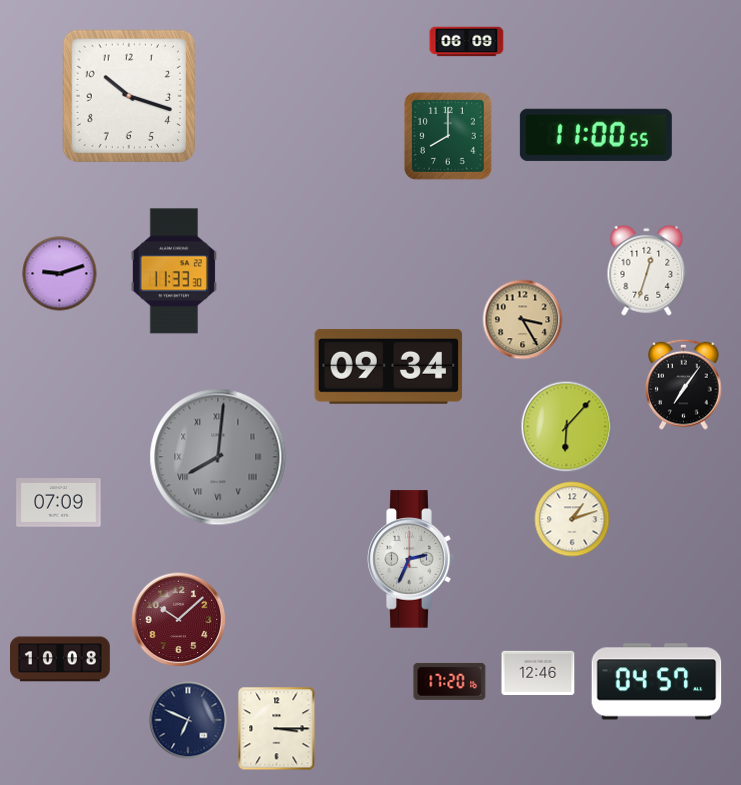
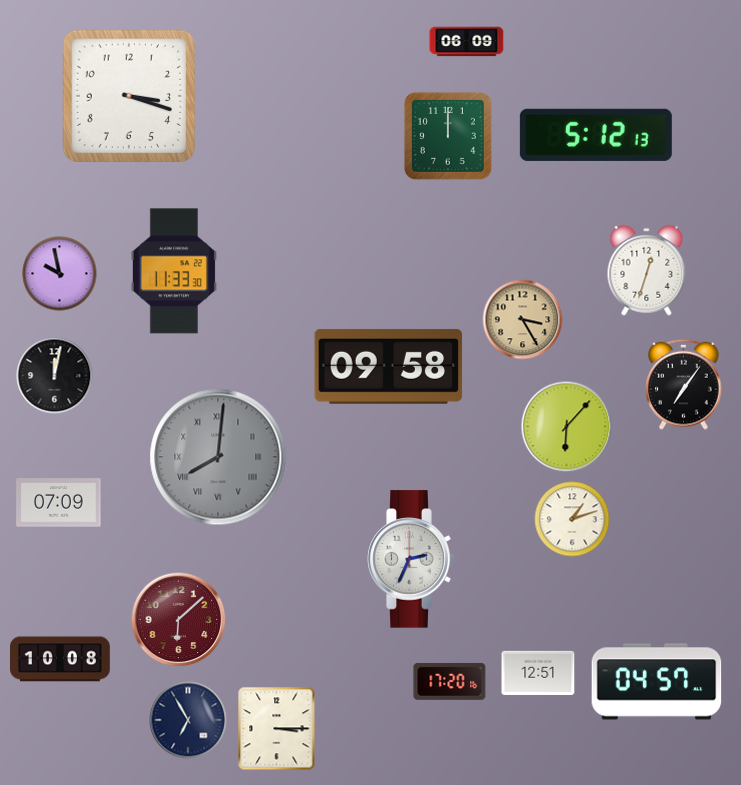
clock at (129, 96): 10:18 -> 3:18
clock at (596, 135): 11:00 -> 5:12
clock at (448, 136): 8:00 -> 12:00
clock at (60, 274): 9:12 -> 9:58
clock at (389, 366): 09:34 -> 09:58
clock at (55, 376): none -> 12:02
clock at (179, 620): 10:08 -> 6:08
clock at (538, 673): 12:46 -> 12:51
clock at (188, 720): 6:49 -> 6:55
